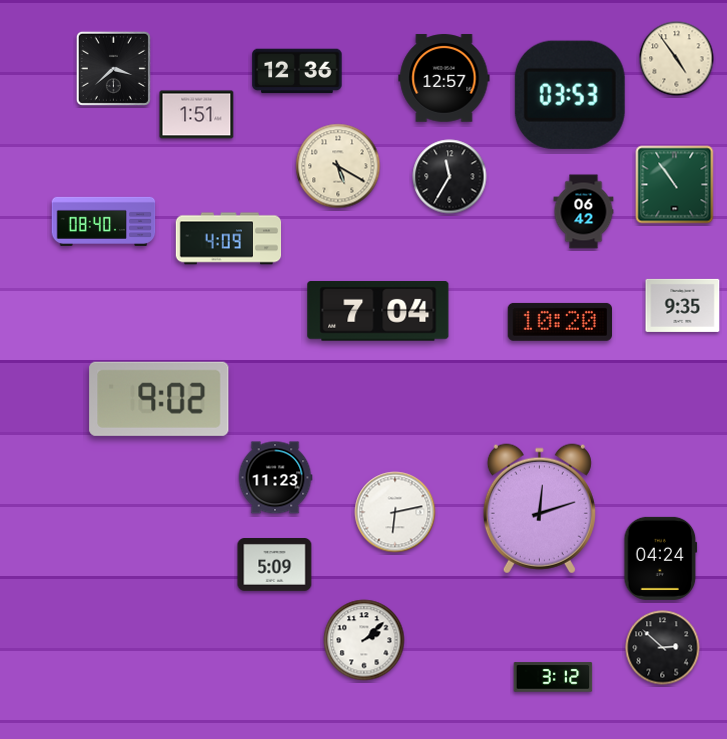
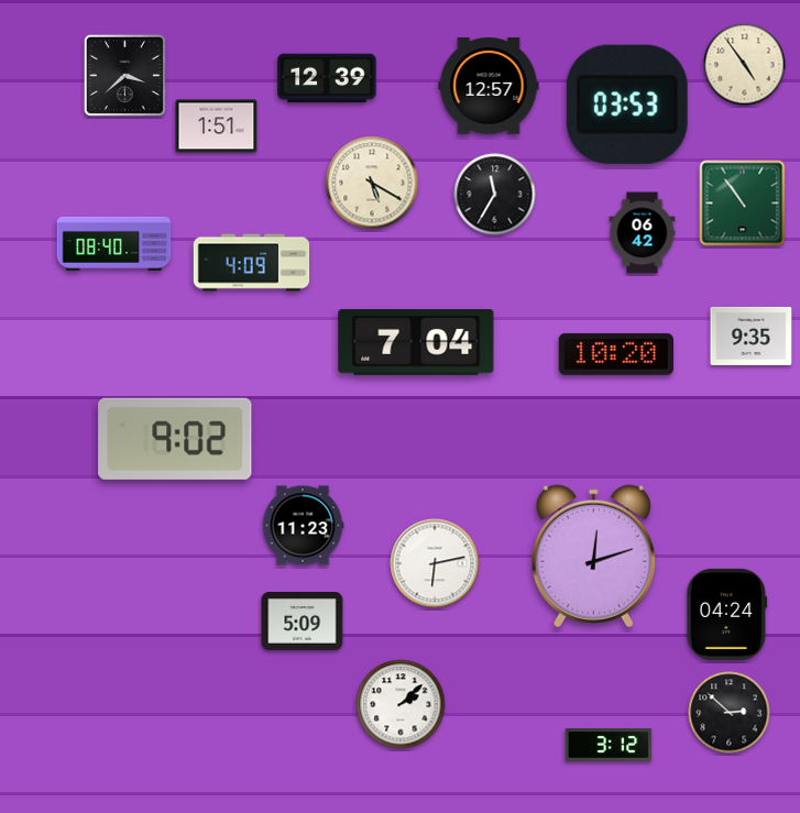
clock at (297, 71): 12:36 -> 12:39
clock at (539, 509) position: (539, 509) -> (593, 557)
